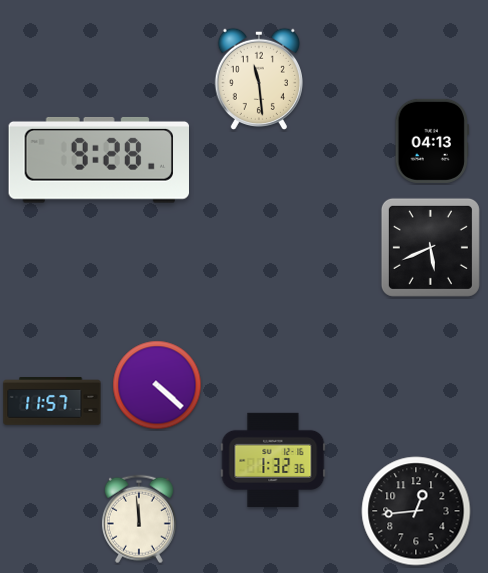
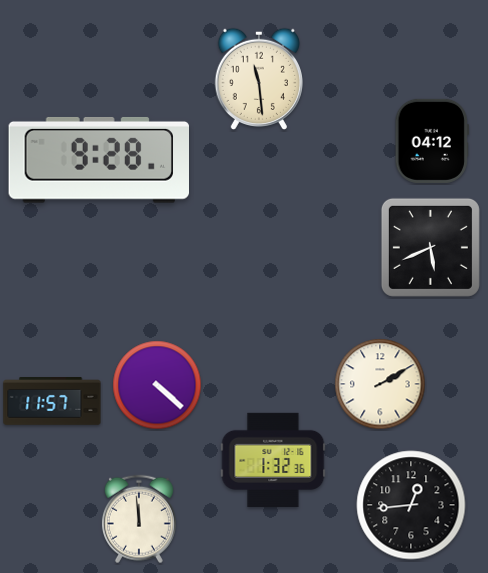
clock at (431, 141): 04:13 -> 04:12
clock at (380, 384): none -> 2:10
clock at (416, 511) position: (416, 511) -> (411, 505)
